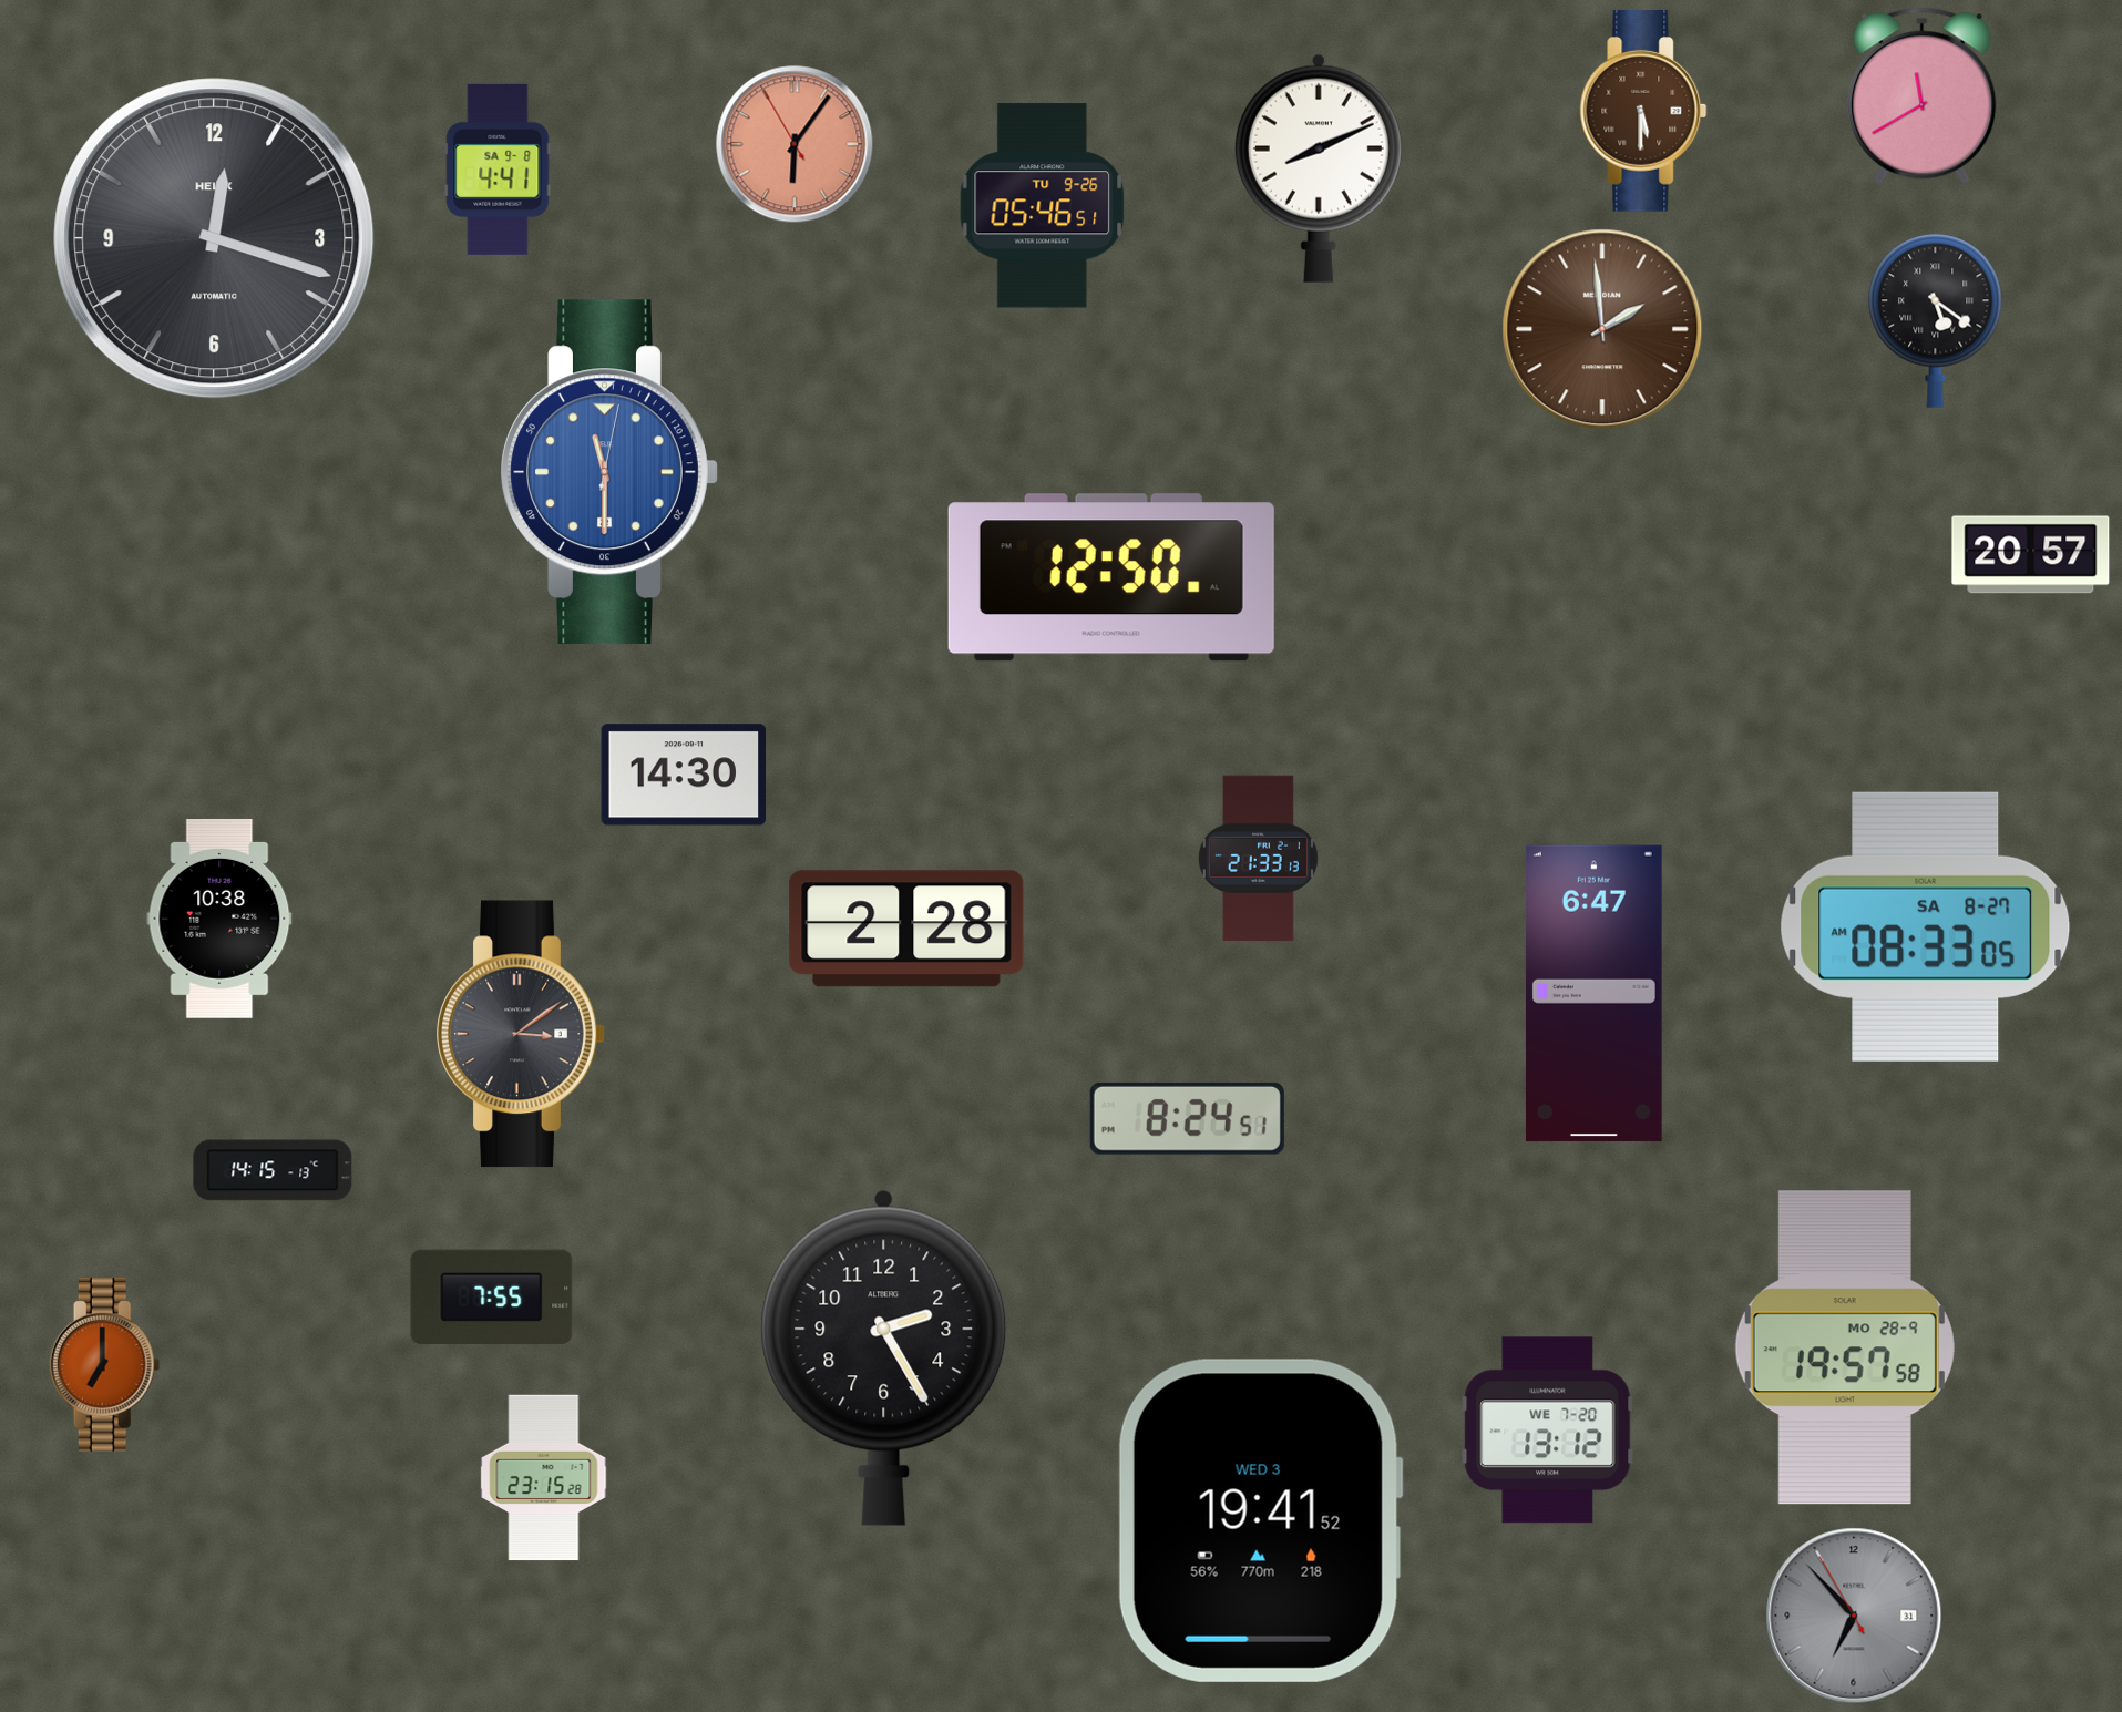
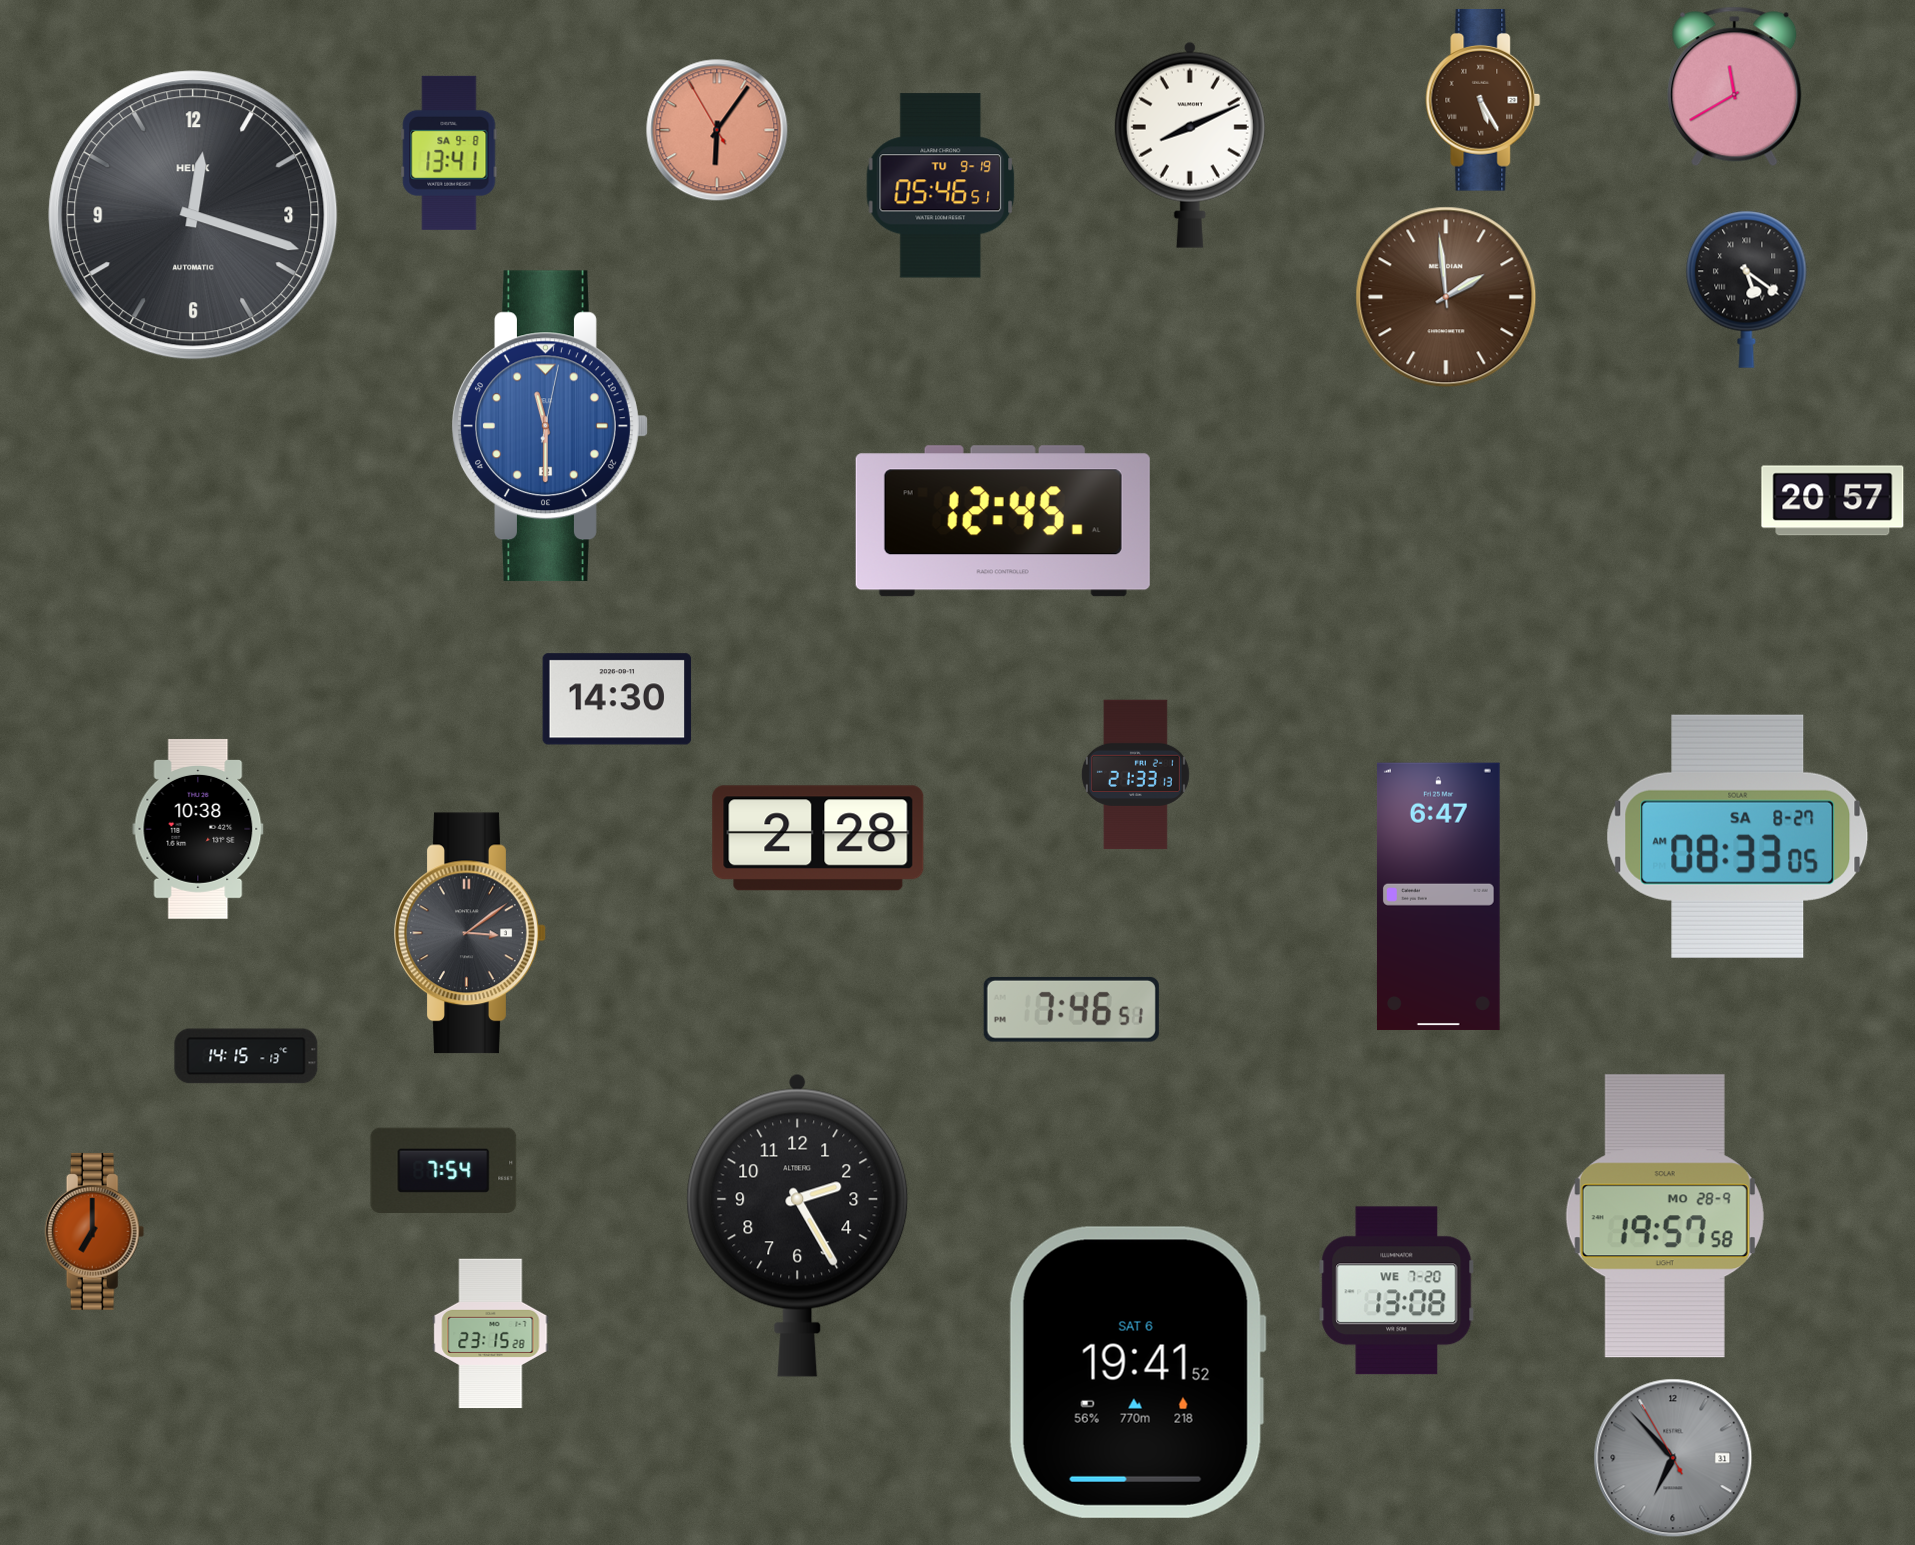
clock at (1643, 112): 5:30 -> 5:25
clock at (1319, 168) position: (1319, 168) -> (1190, 145)
clock at (498, 170): 4:41 -> 13:41
clock at (1043, 206) date: TU 9-26 -> TU 9-19
clock at (1111, 577): 12:50 -> 12:45
clock at (1187, 1118): 8:24 -> 7:46
clock at (492, 1298): 7:55 -> 7:54
clock at (1548, 1431): 13:12 -> 13:08
clock at (1260, 1520) date: WED 3 -> SAT 6
